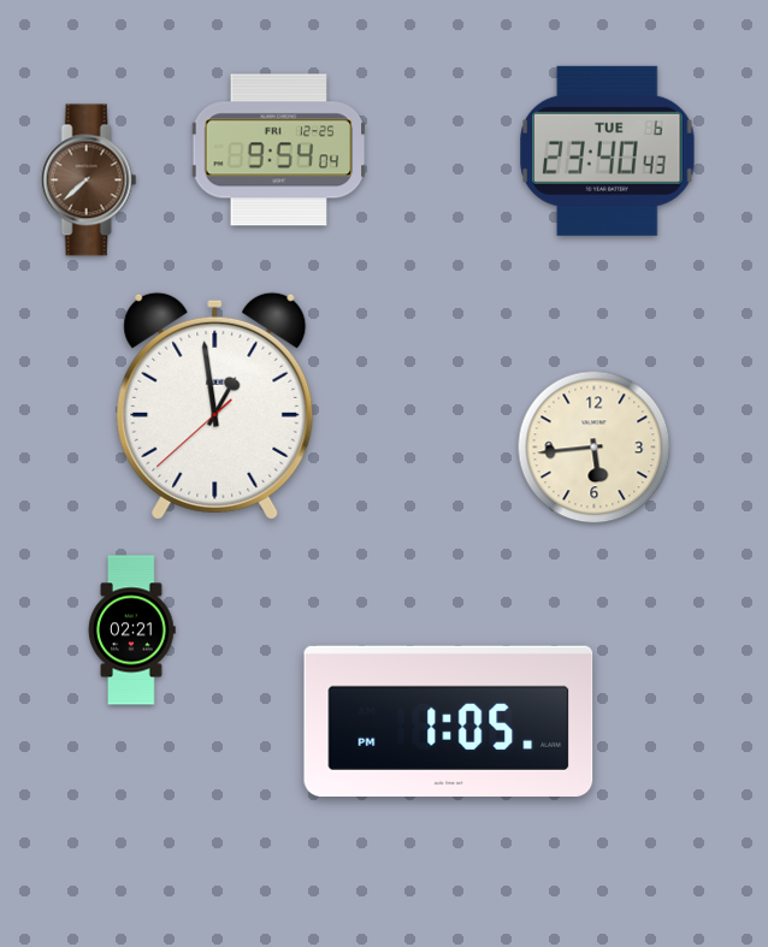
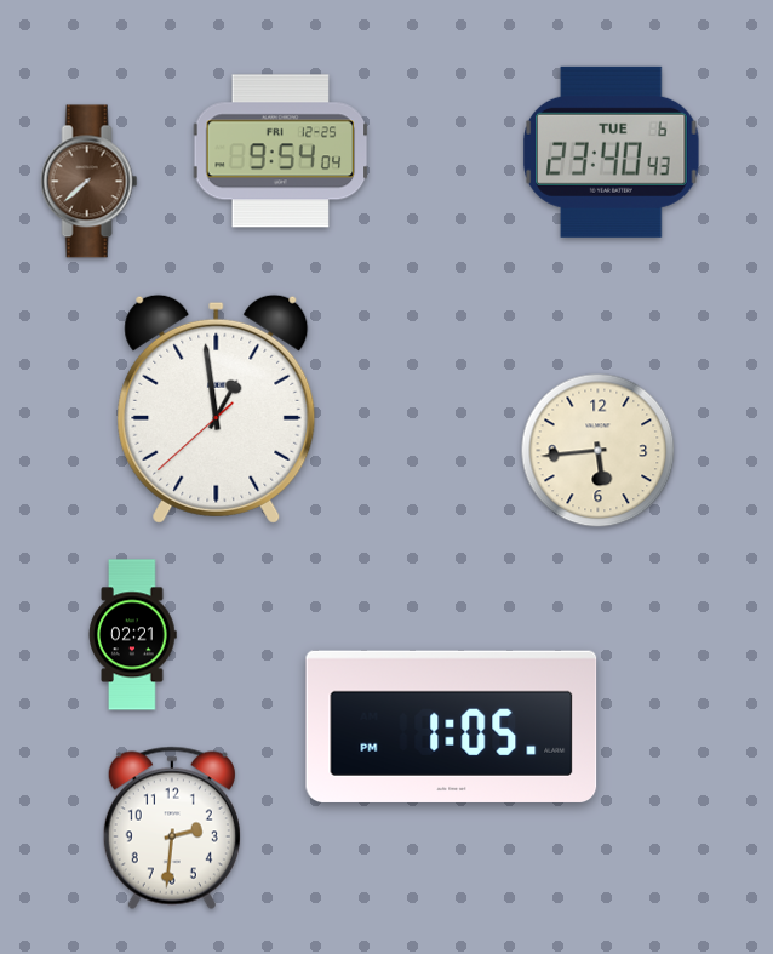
clock at (172, 828): none -> 2:31
